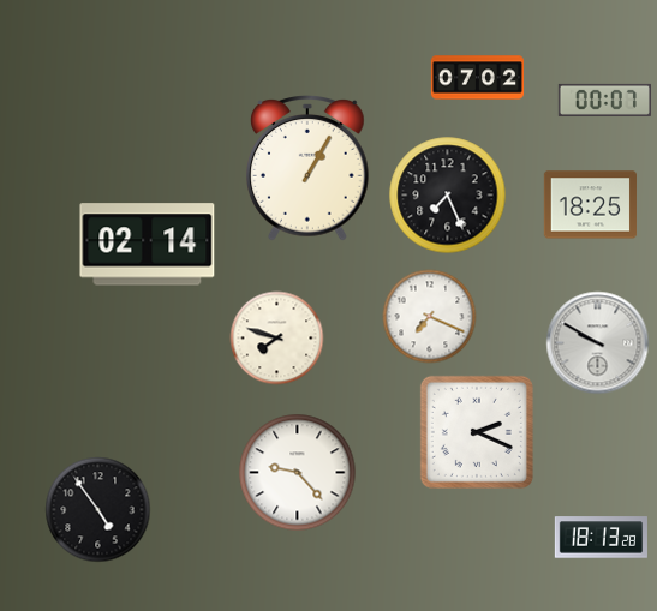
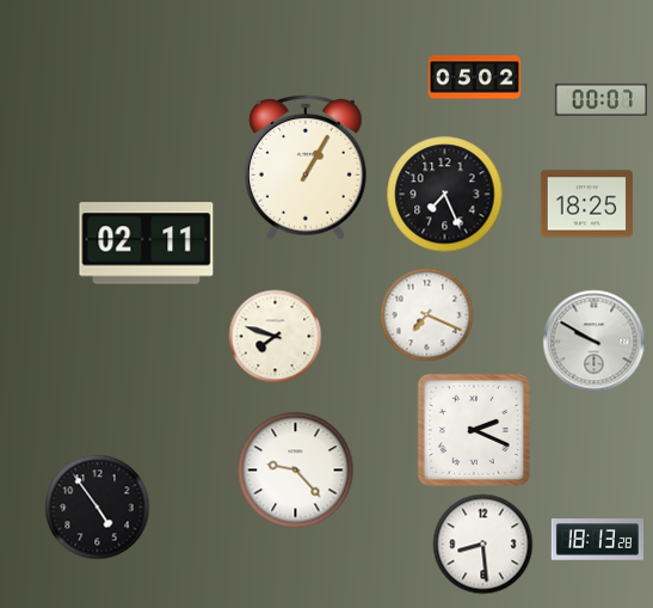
clock at (477, 78): 07:02 -> 05:02
clock at (148, 245): 02:14 -> 02:11
clock at (601, 538) position: (601, 538) -> (597, 540)
clock at (482, 543): none -> 8:29
